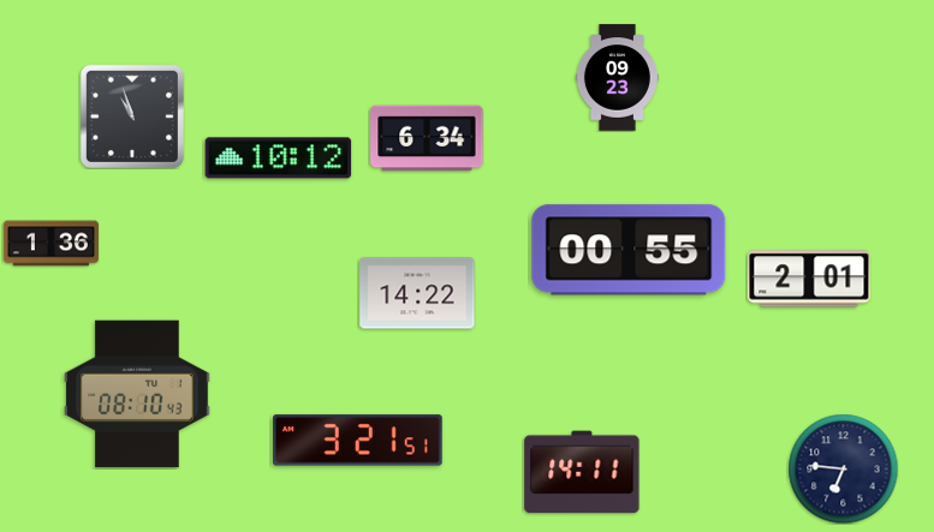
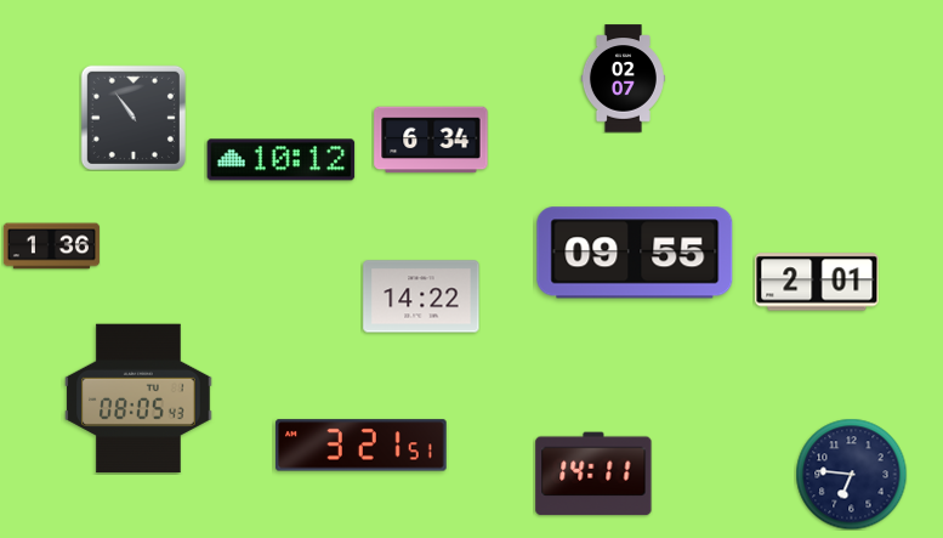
clock at (617, 78): 09:23 -> 02:07
clock at (132, 116): 10:57 -> 10:54
clock at (629, 250): 00:55 -> 09:55
clock at (137, 394): 08:10 -> 08:05
clock at (582, 472) position: (582, 472) -> (593, 474)
